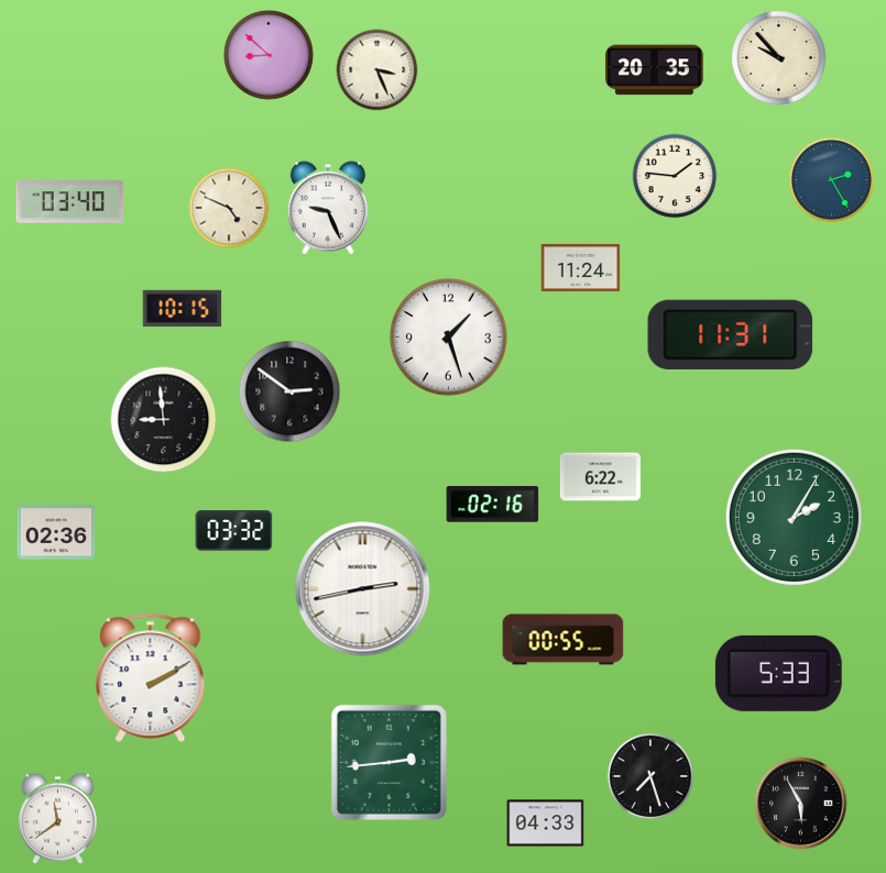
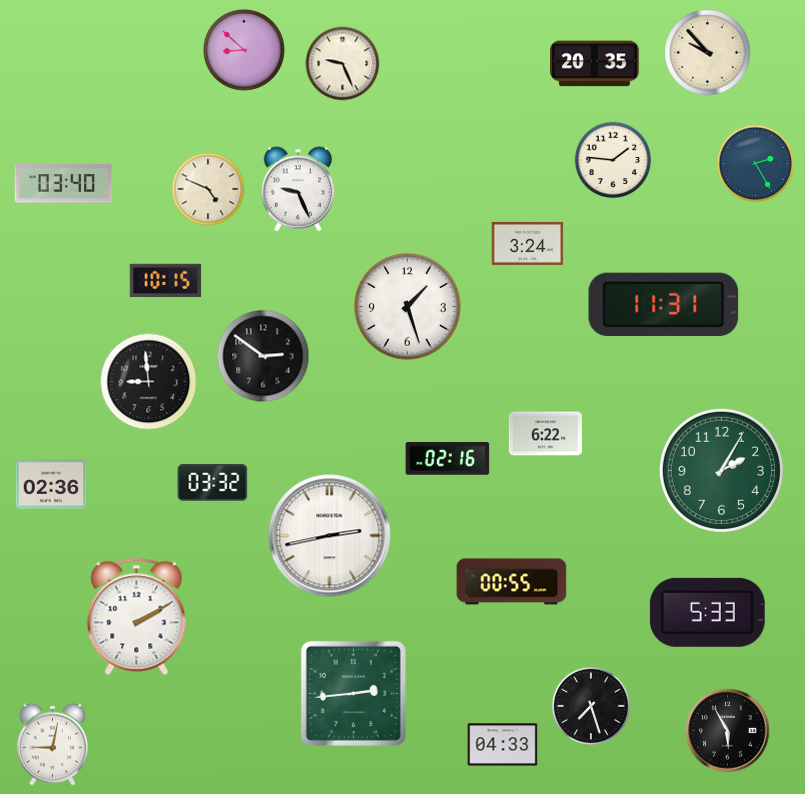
clock at (378, 70): 3:26 -> 9:26
clock at (581, 267): 11:24 -> 3:24
clock at (57, 818): 11:39 -> 9:02
clock at (546, 824) position: (546, 824) -> (503, 745)
